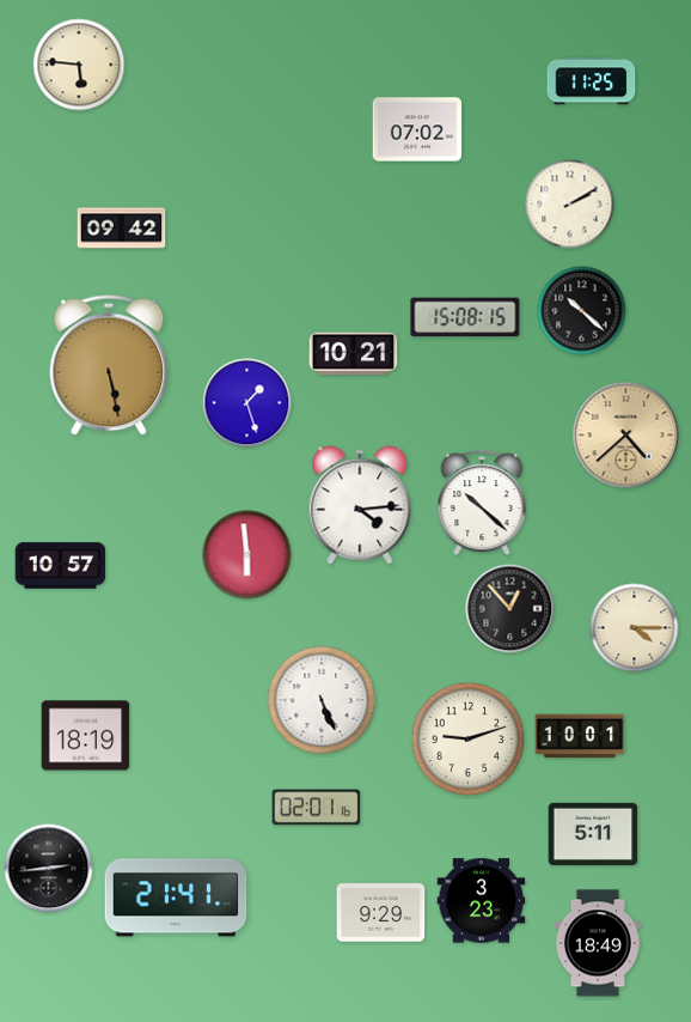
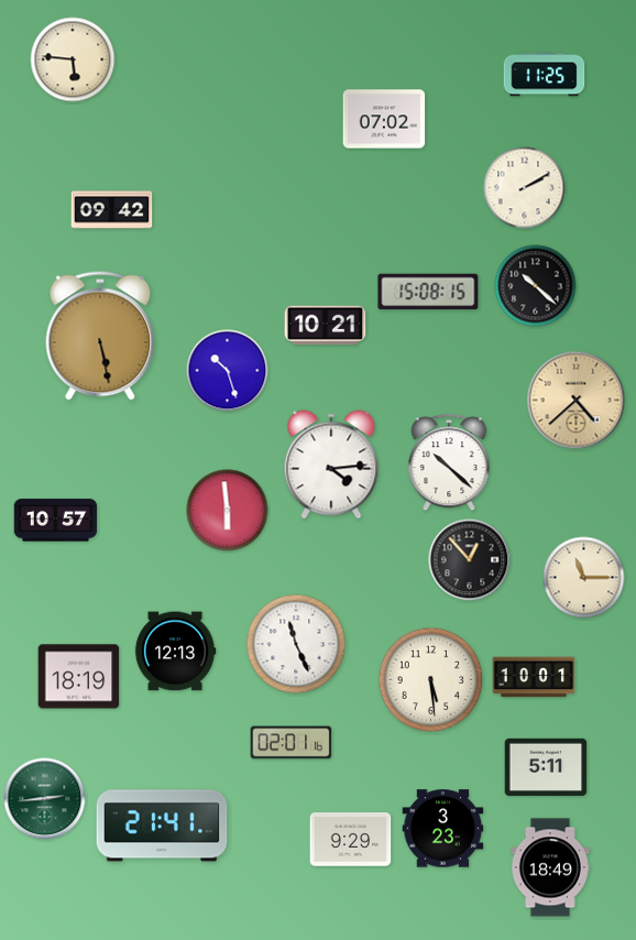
clock at (247, 403): 1:27 -> 10:27
clock at (482, 504) position: (482, 504) -> (449, 463)
clock at (635, 628): 4:15 -> 11:15
clock at (322, 700): 5:26 -> 11:26
clock at (175, 652): none -> 12:13
clock at (469, 740): 9:12 -> 5:29
clock at (49, 869) dial: black -> green
